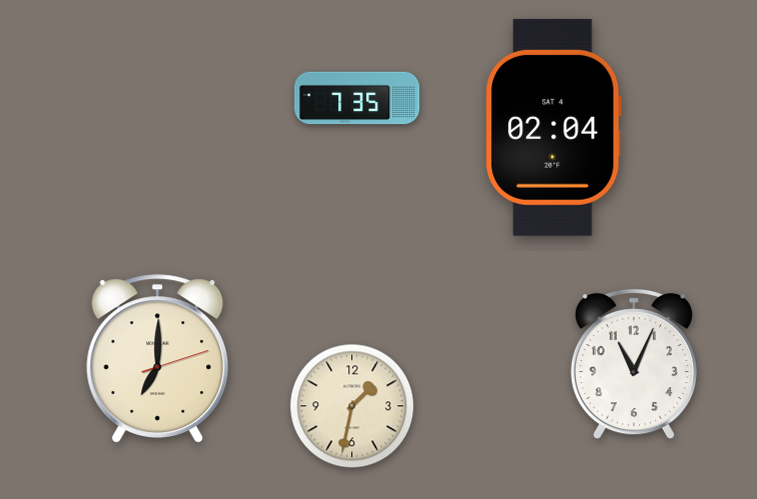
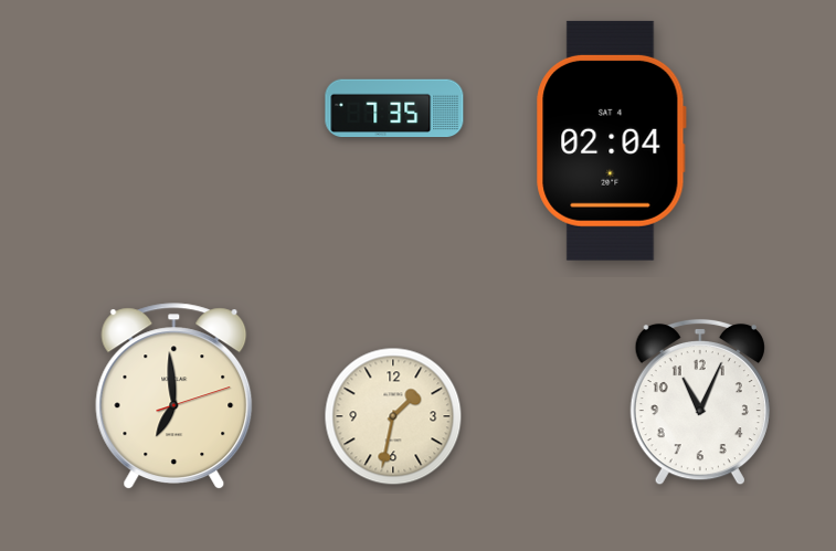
clock at (158, 359): 7:00 -> 6:59
clock at (352, 406) position: (352, 406) -> (393, 416)
